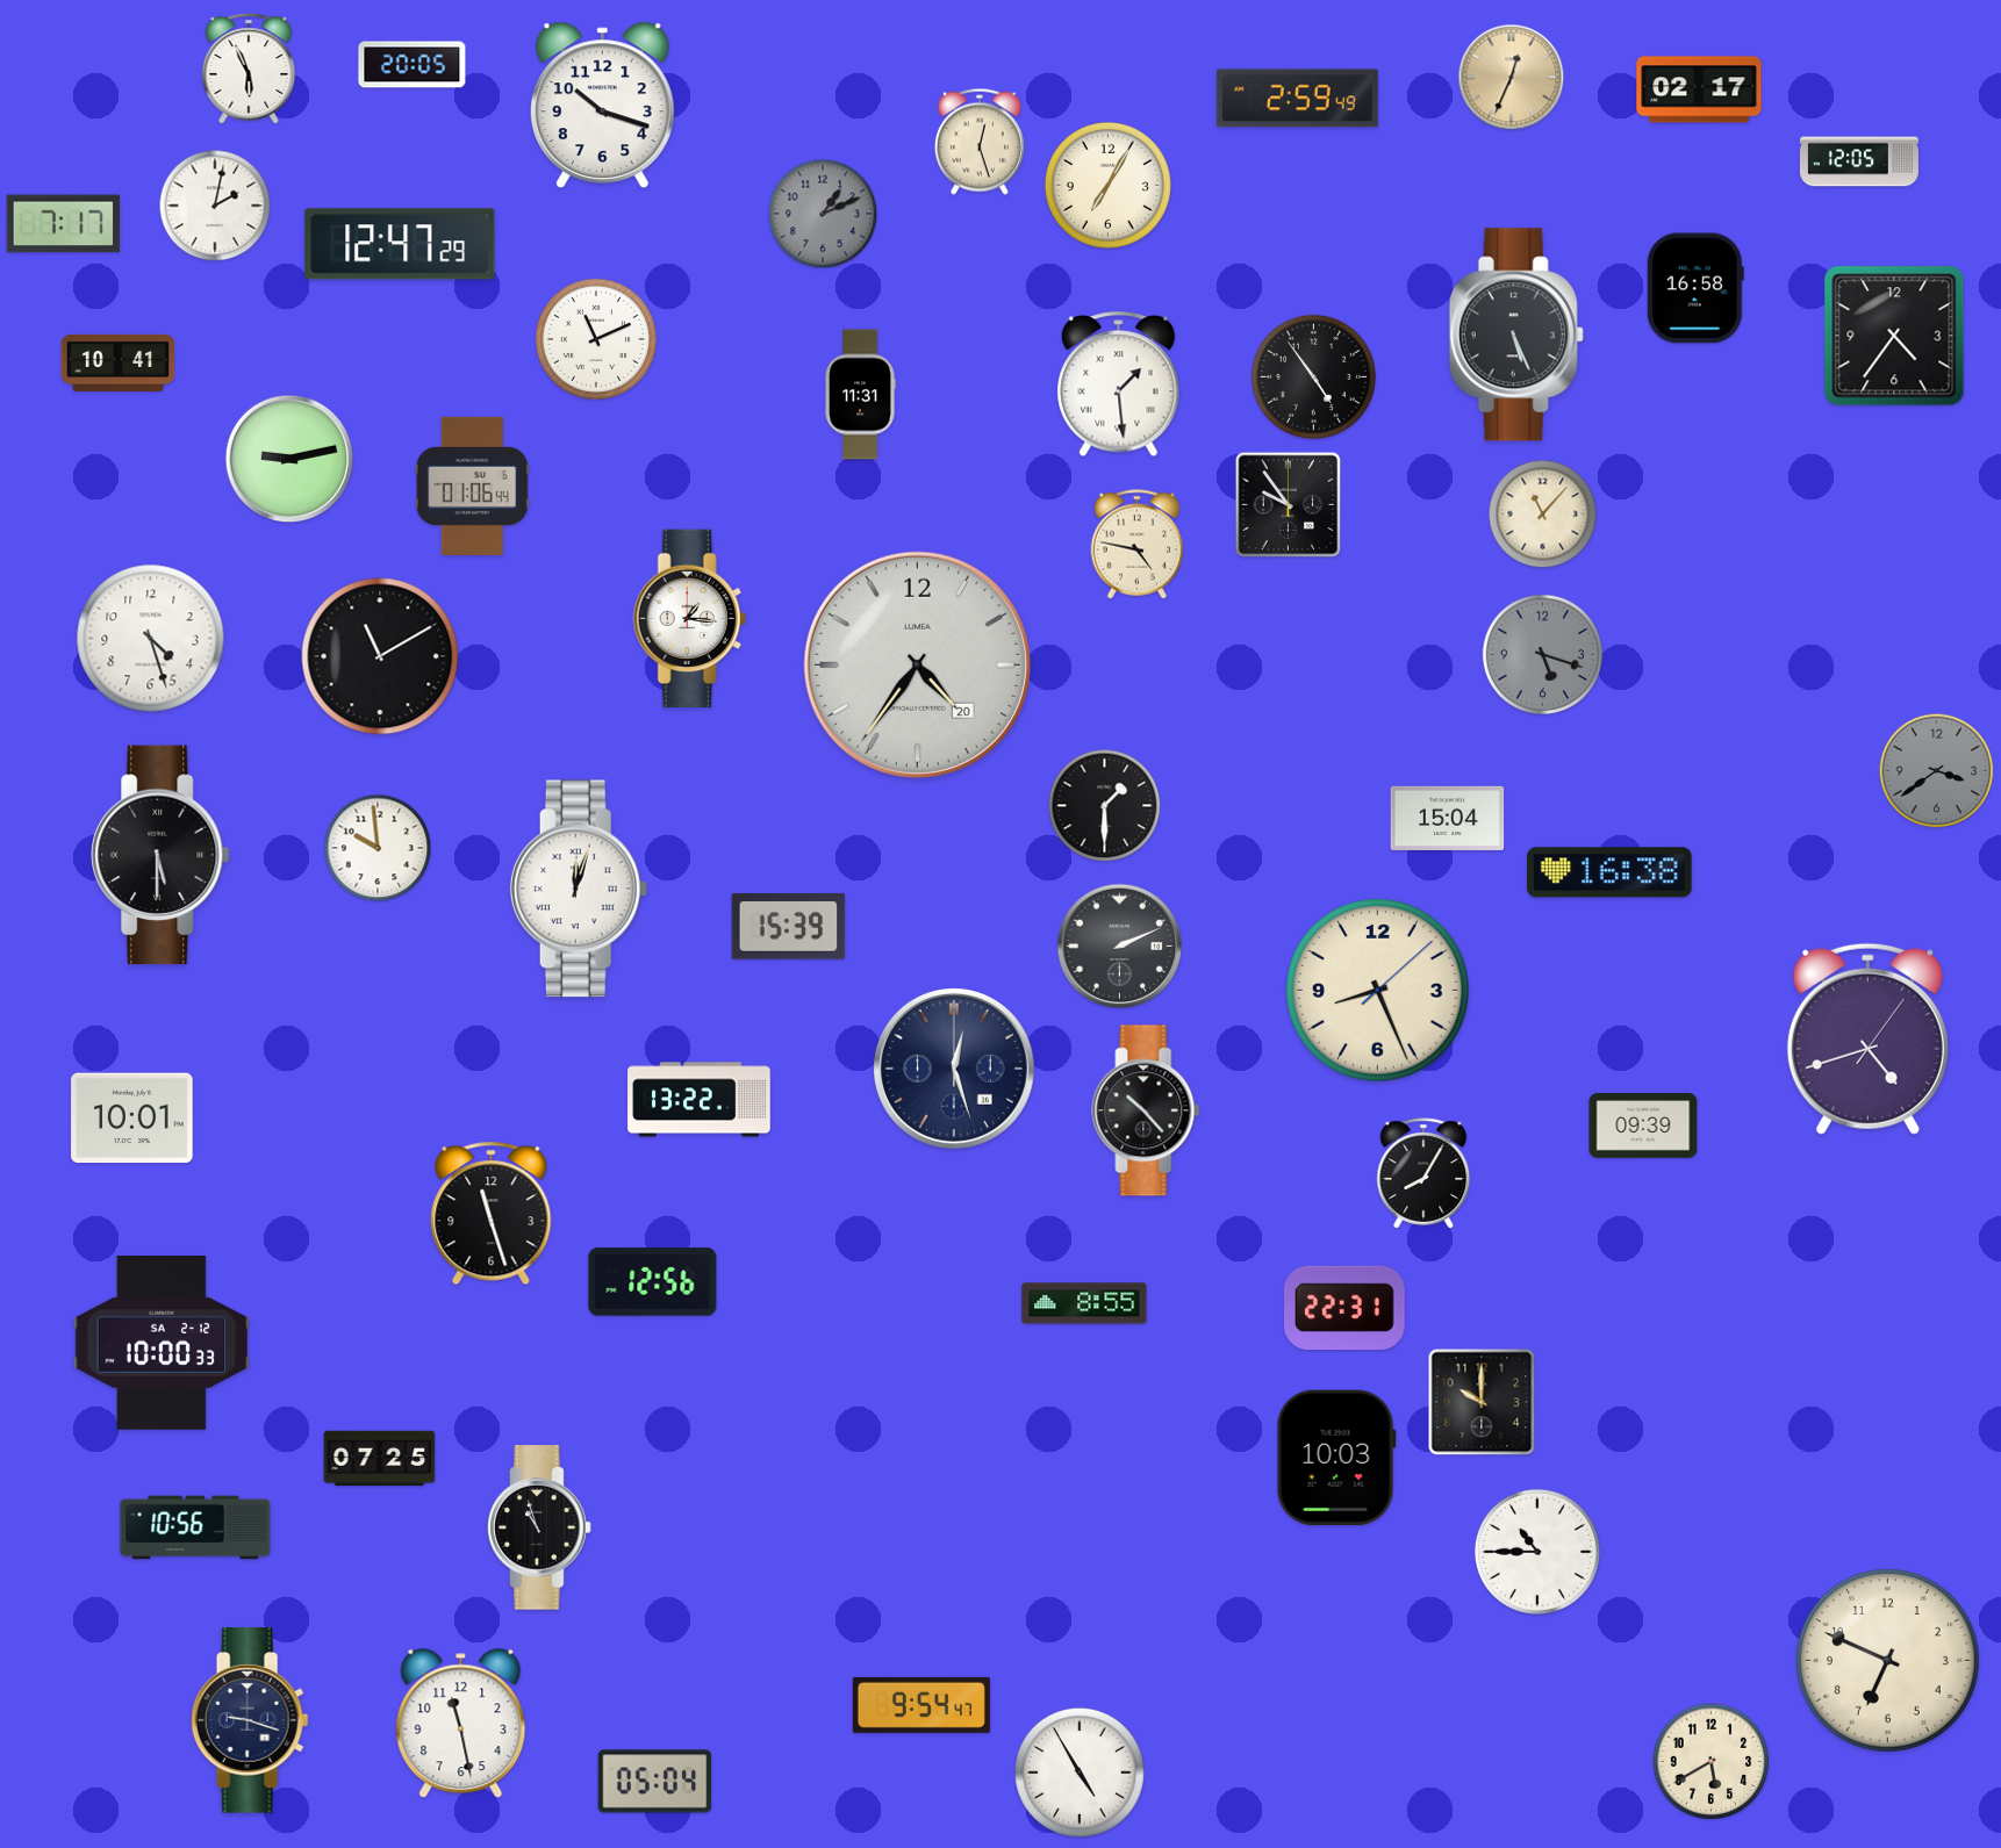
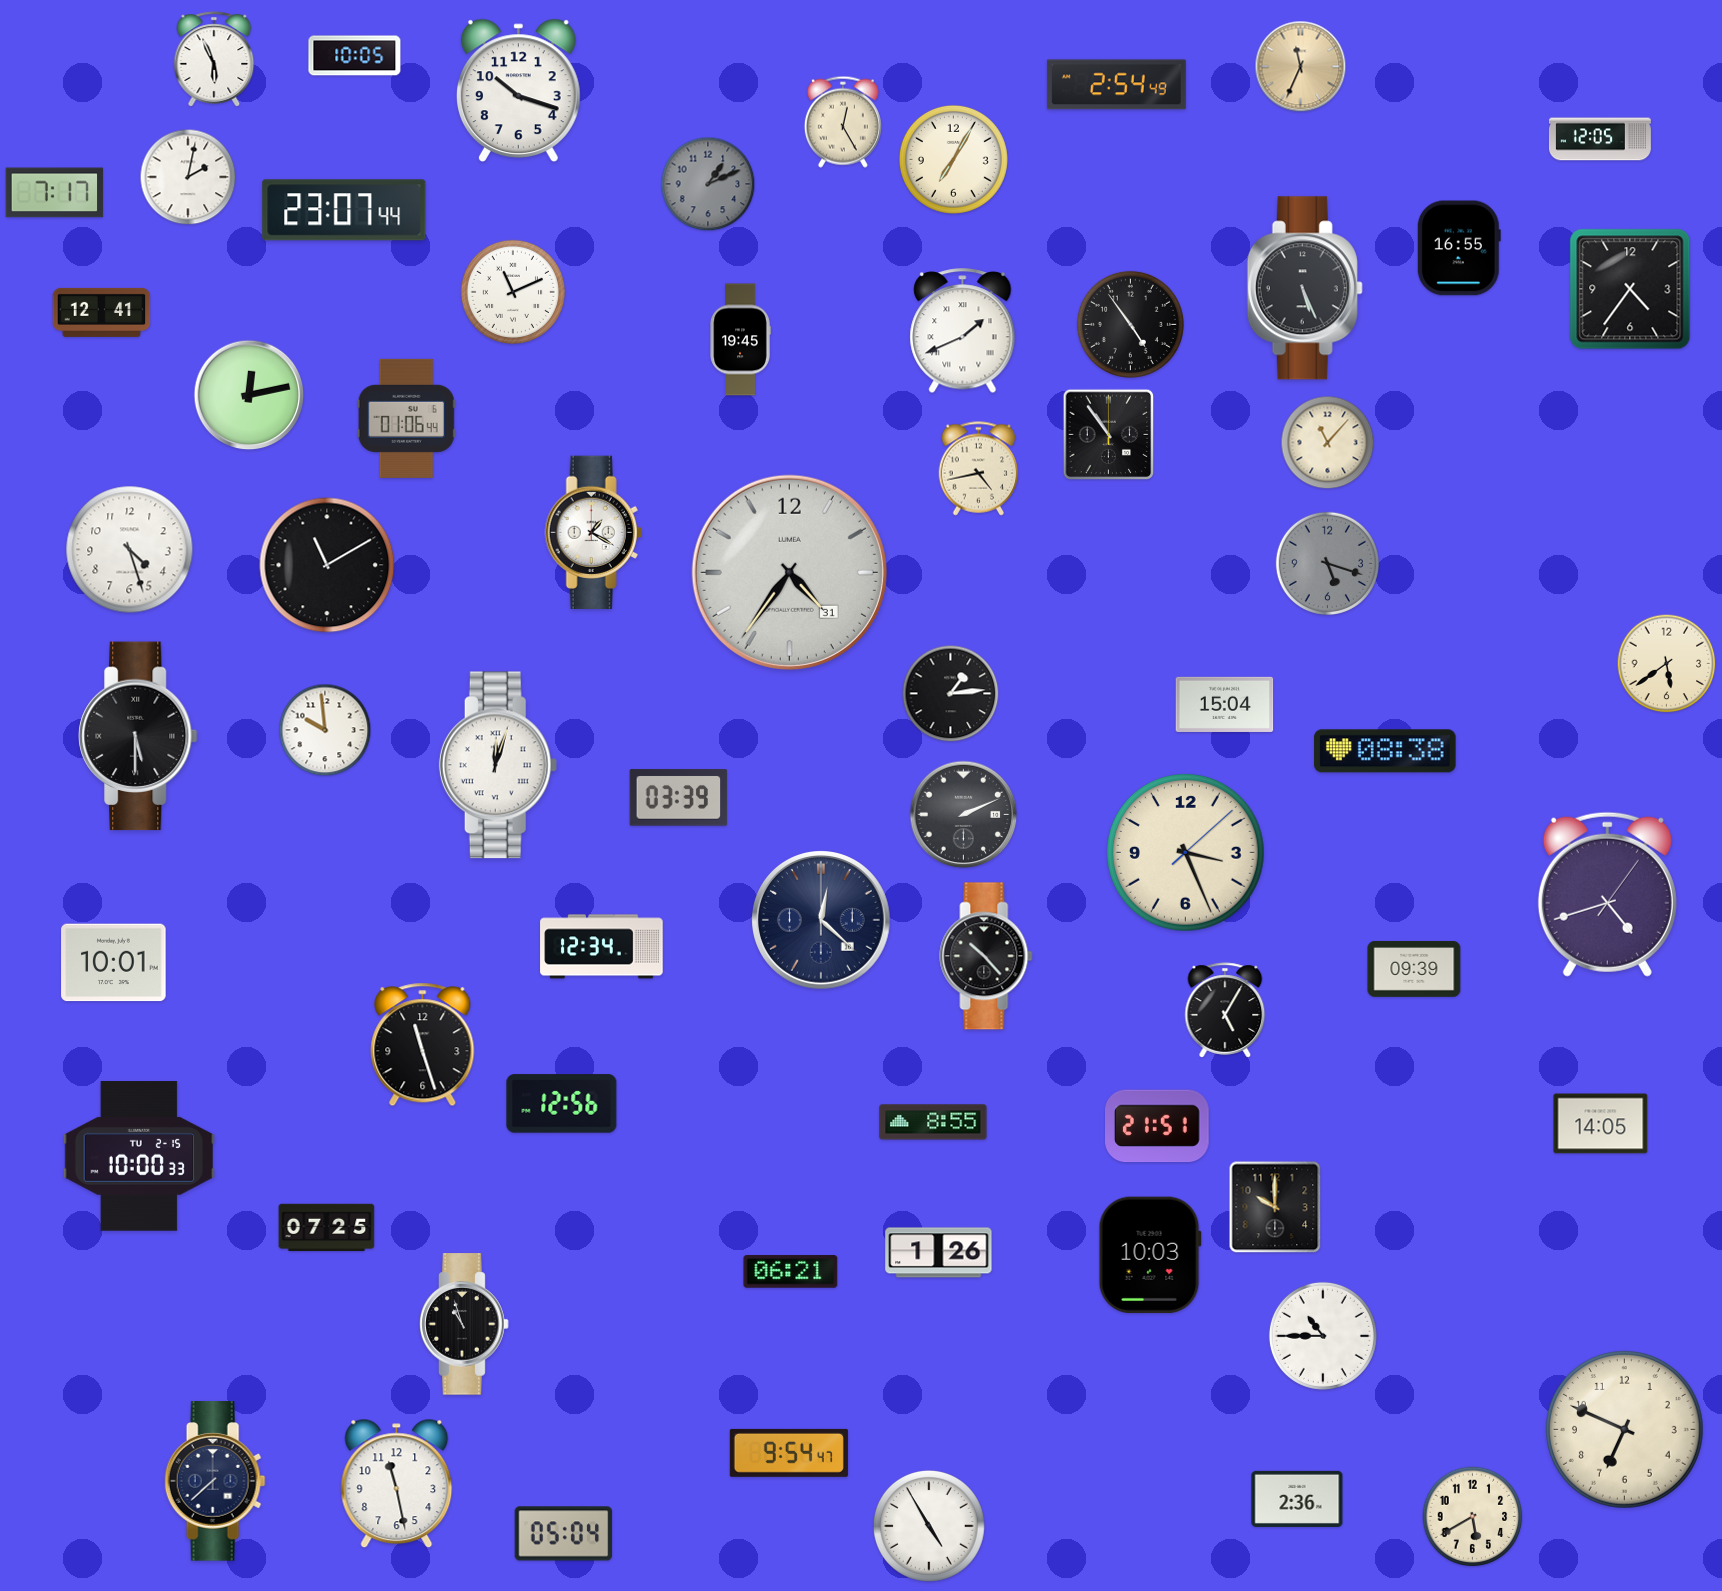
clock at (413, 65): 20:05 -> 10:05
clock at (1512, 78): 12:34 -> 11:34
clock at (1699, 89): 02:17 -> none
clock at (1297, 99): 2:59 -> 2:54
clock at (980, 142): 12:27 -> 12:25
clock at (215, 206) position: (215, 206) -> (188, 177)
clock at (400, 244): 12:47 -> 23:07
clock at (1695, 288): 16:58 -> 16:55
clock at (119, 362): 10:41 -> 12:41
clock at (1119, 384): 1:29 -> 1:41
clock at (860, 395): 11:31 -> 19:45
clock at (289, 459): 9:13 -> 12:13
clock at (1289, 505): 9:54 -> 10:54
clock at (1138, 545): 4:47 -> 4:43
clock at (689, 618): 1:16 -> 1:20
clock at (917, 664) date: 20 -> 31
clock at (1937, 771): 3:39 -> 5:39
clock at (1937, 771) dial: grey -> cream
clock at (1105, 806): 1:30 -> 1:14
clock at (1448, 818) position: (1448, 818) -> (1225, 704)
clock at (1609, 872): 16:38 -> 08:38
clock at (789, 927): 15:39 -> 03:39
clock at (1378, 991): 8:26 -> 3:26
clock at (955, 1070): 12:27 -> 12:22
clock at (700, 1100): 13:22 -> 12:34
clock at (1423, 1173): 8:05 -> 5:05
clock at (1601, 1124): none -> 14:05
clock at (1346, 1308): 22:31 -> 21:51
clock at (162, 1343) date: SA 2-12 -> TU 2-15
clock at (939, 1253): none -> 1:26
clock at (380, 1459) position: (380, 1459) -> (327, 1228)
clock at (791, 1272): none -> 06:21
clock at (195, 1527): 10:56 -> none
clock at (539, 1527) position: (539, 1527) -> (464, 1324)
clock at (921, 1705) position: (921, 1705) -> (789, 1453)
clock at (250, 1720): 9:18 -> 7:38
clock at (1297, 1499): none -> 2:36
